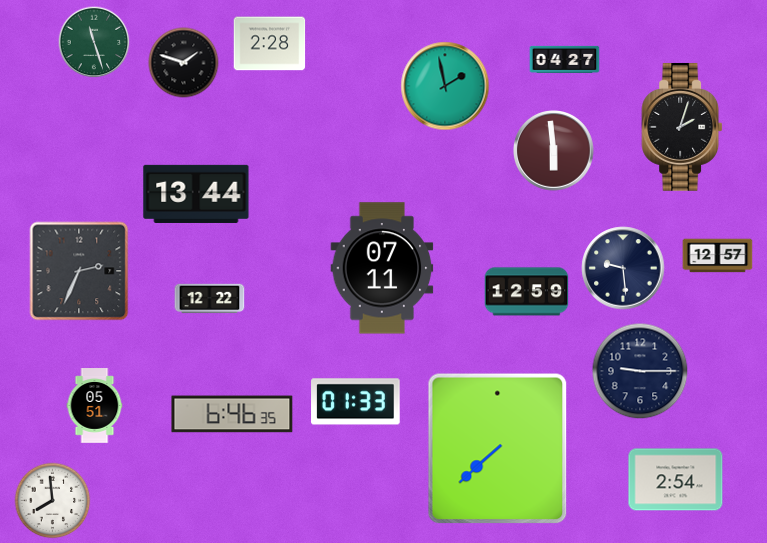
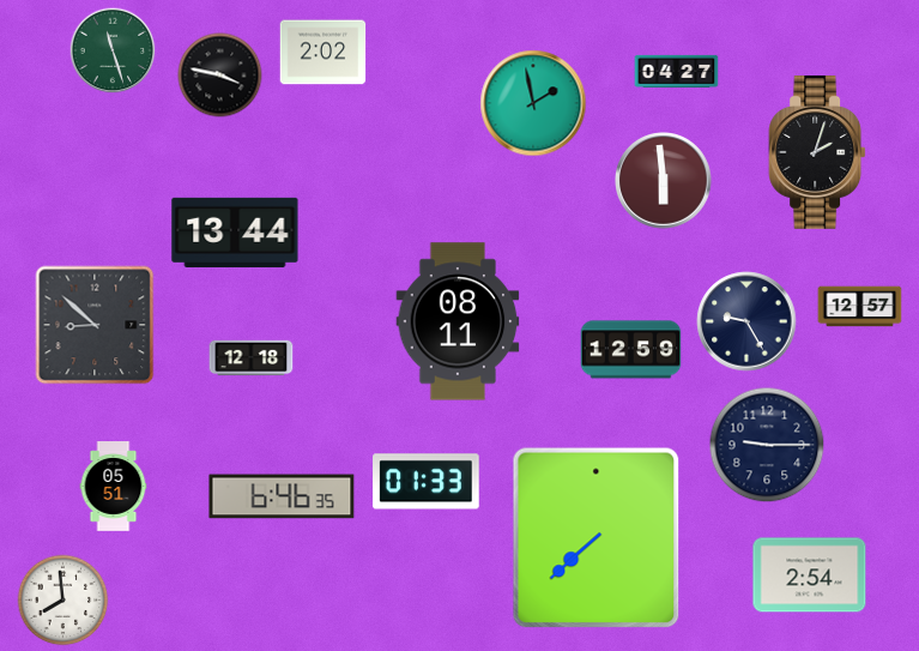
clock at (270, 44): 2:28 -> 2:02
clock at (184, 63): 1:48 -> 3:47
clock at (382, 268): 07:11 -> 08:11
clock at (623, 268): 9:29 -> 9:25
clock at (79, 271): 2:34 -> 8:52
clock at (210, 299): 12:22 -> 12:18
clock at (232, 414) position: (232, 414) -> (282, 496)
